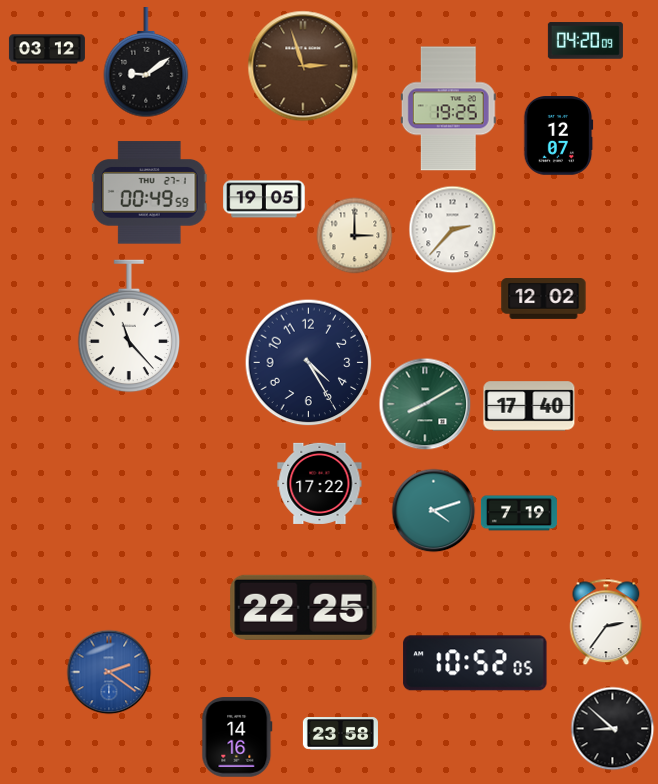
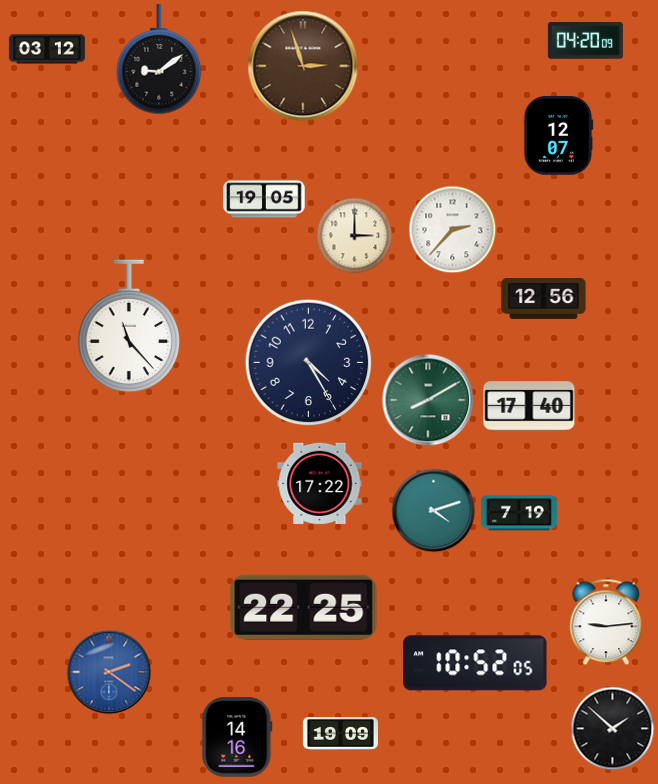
clock at (146, 63) position: (146, 63) -> (159, 60)
clock at (448, 109): 19:25 -> none
clock at (149, 193): 00:49 -> none
clock at (544, 299): 12:02 -> 12:56
clock at (425, 404) position: (425, 404) -> (428, 400)
clock at (606, 622): 2:36 -> 9:14
clock at (613, 729): 8:52 -> 1:52
clock at (340, 734): 23:58 -> 19:09
